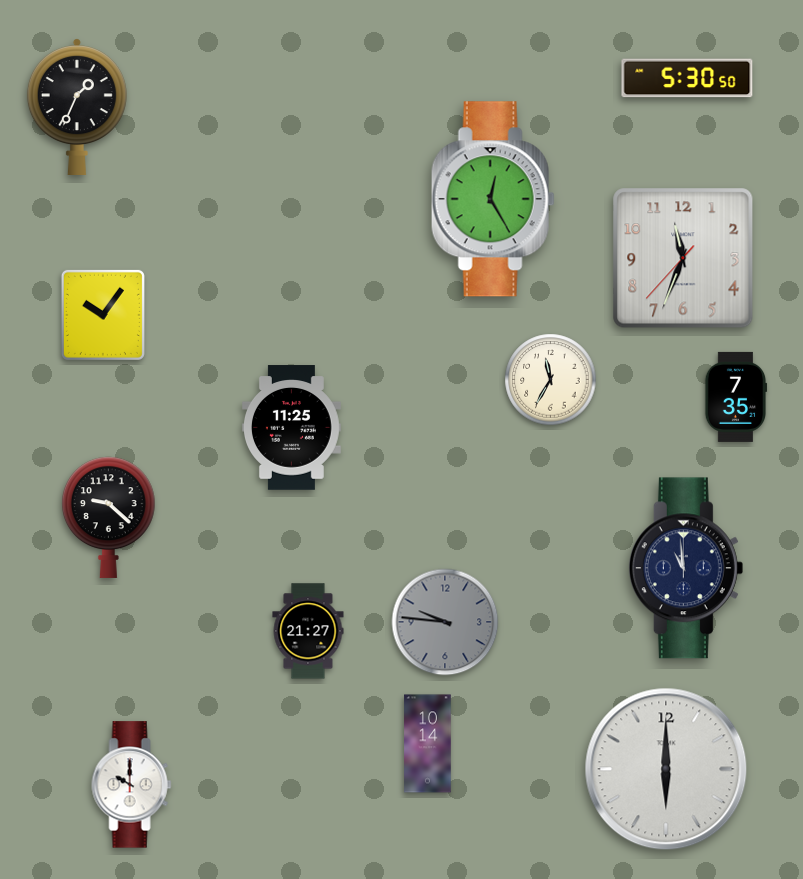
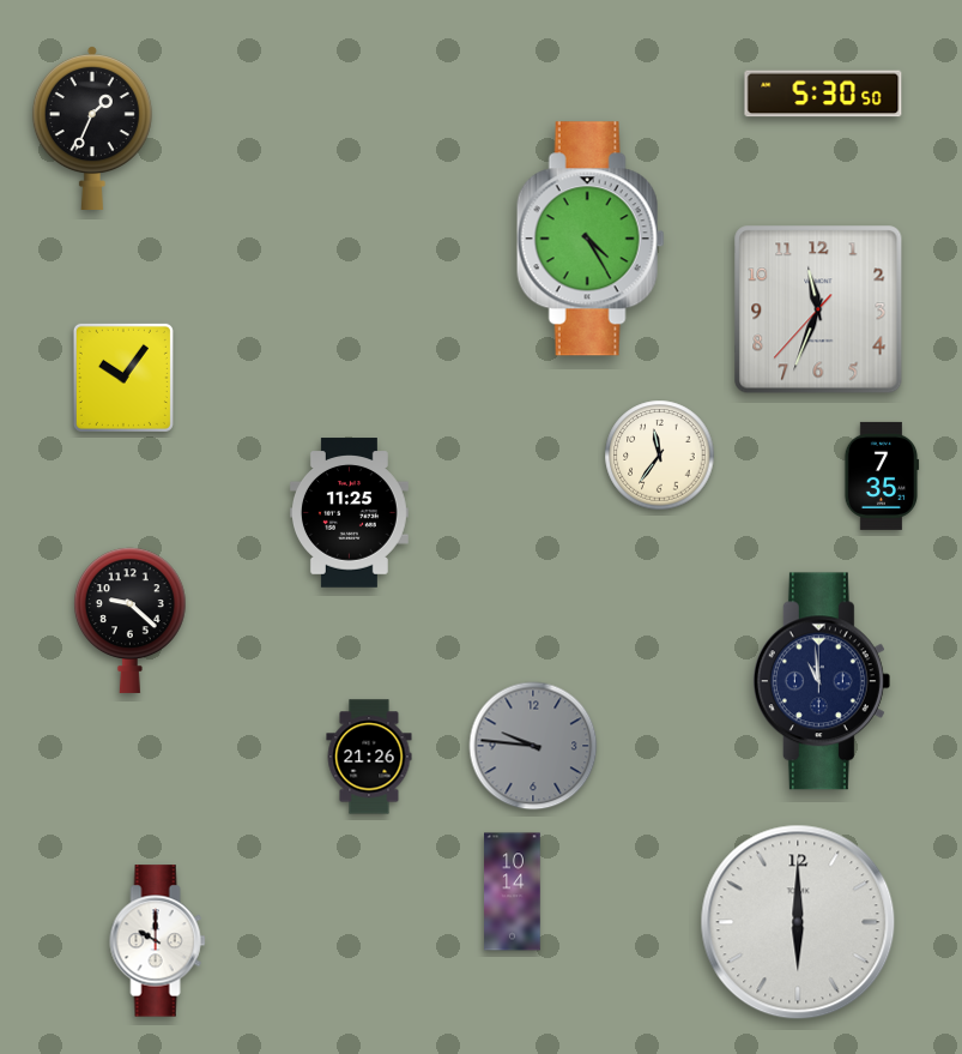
clock at (493, 199): 12:25 -> 4:25
clock at (551, 380): 11:35 -> 11:36
clock at (308, 631): 21:27 -> 21:26
